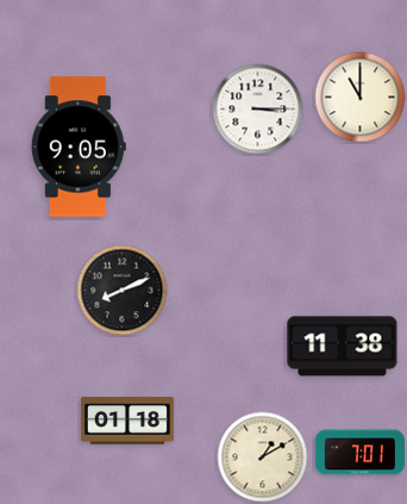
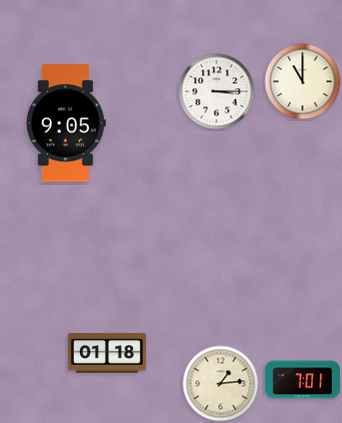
clock at (123, 291): 8:11 -> none
clock at (343, 347): 11:38 -> none
clock at (263, 458): 1:10 -> 1:14
